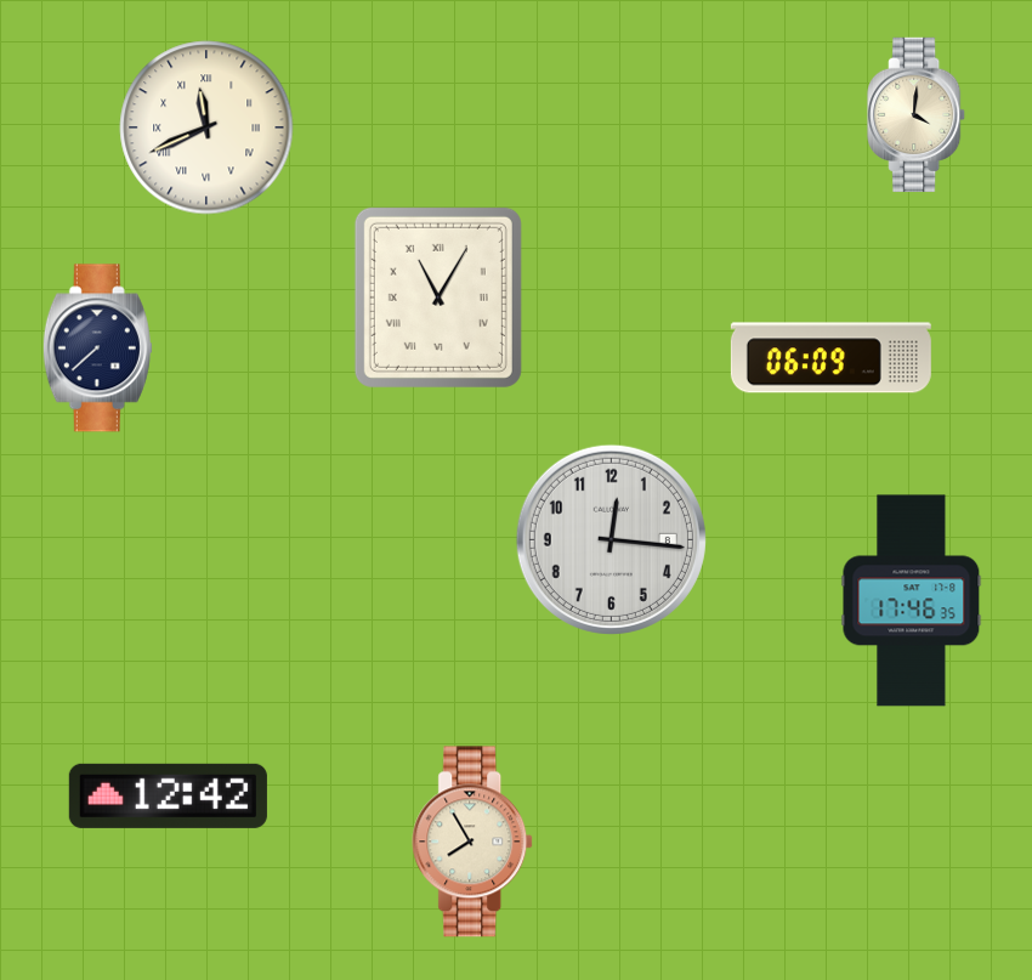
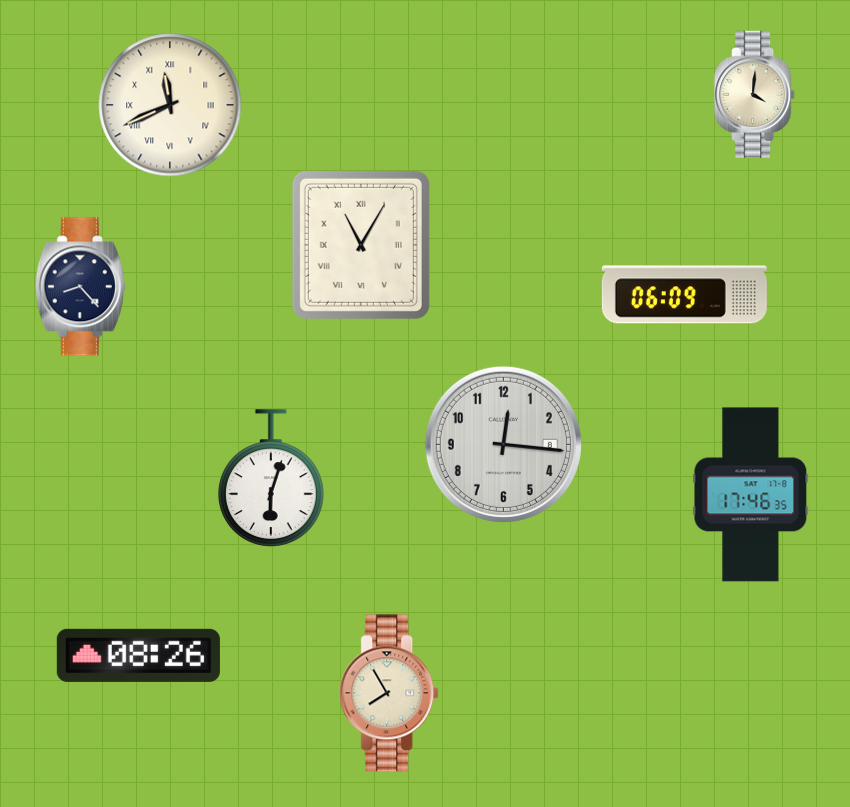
clock at (97, 349): 7:38 -> 8:23
clock at (271, 478): none -> 6:03
clock at (168, 795): 12:42 -> 08:26
